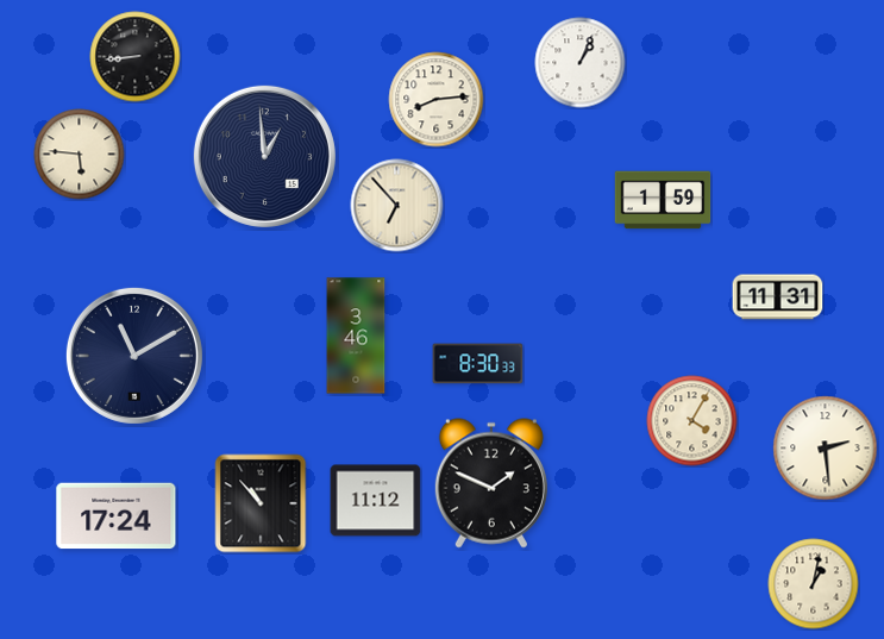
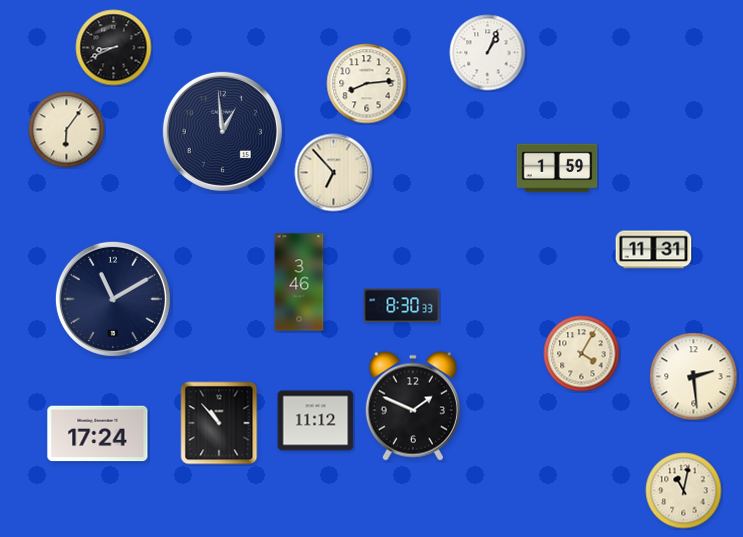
clock at (136, 57): 8:44 -> 8:41
clock at (80, 155): 5:46 -> 6:06
clock at (814, 584): 1:02 -> 11:02
